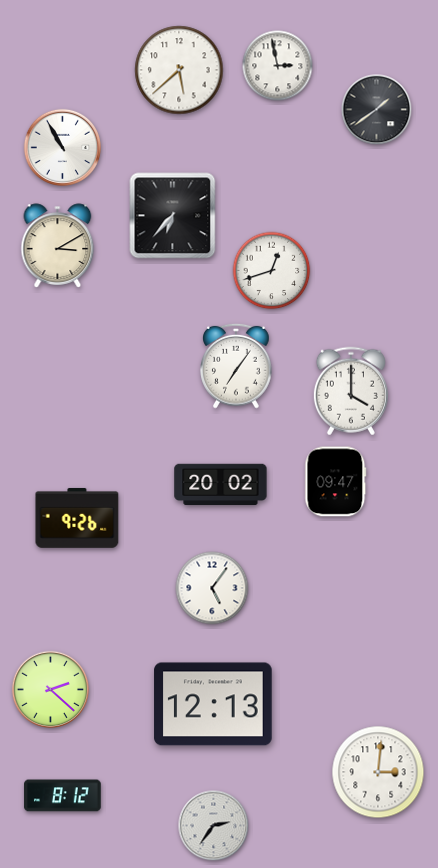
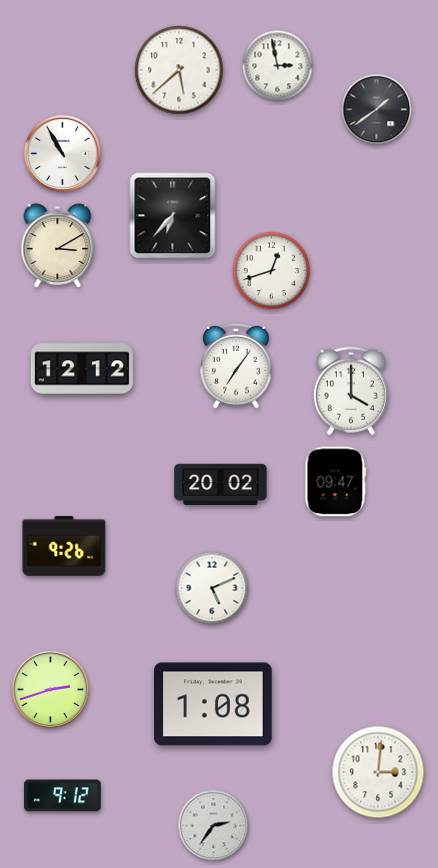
clock at (62, 147) position: (62, 147) -> (62, 153)
clock at (82, 369): none -> 12:12
clock at (77, 518) position: (77, 518) -> (64, 546)
clock at (212, 588): 5:06 -> 5:11
clock at (50, 689): 2:22 -> 2:42
clock at (213, 704): 12:13 -> 1:08
clock at (63, 796): 8:12 -> 9:12
